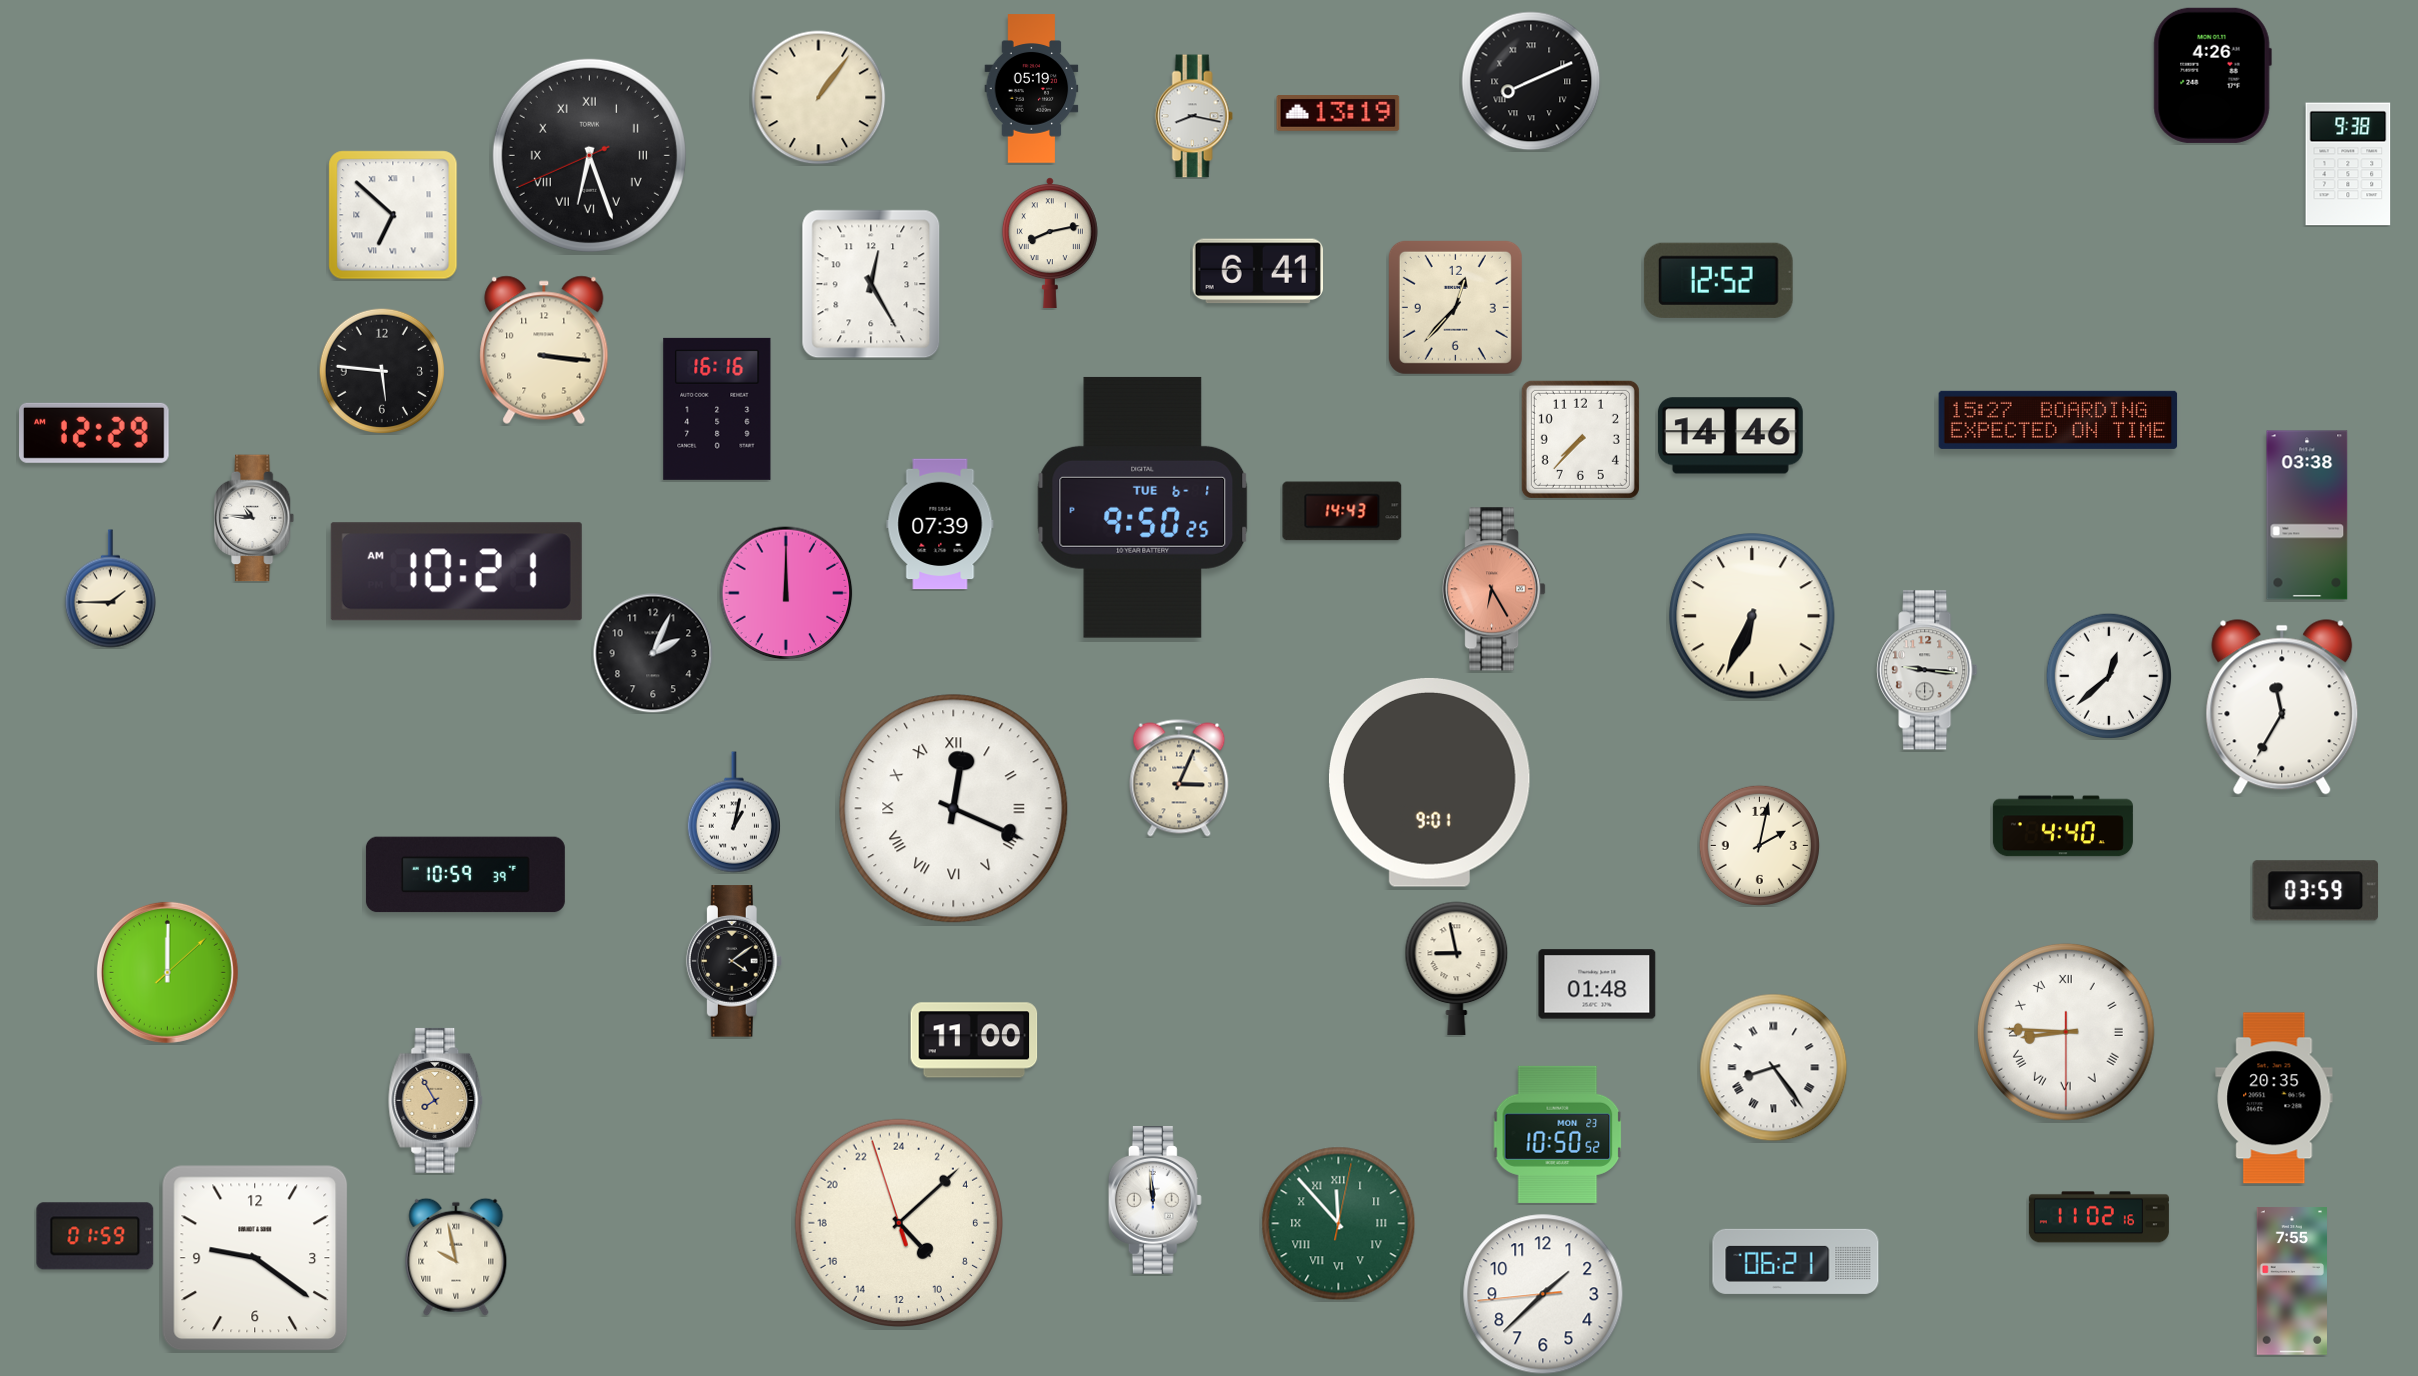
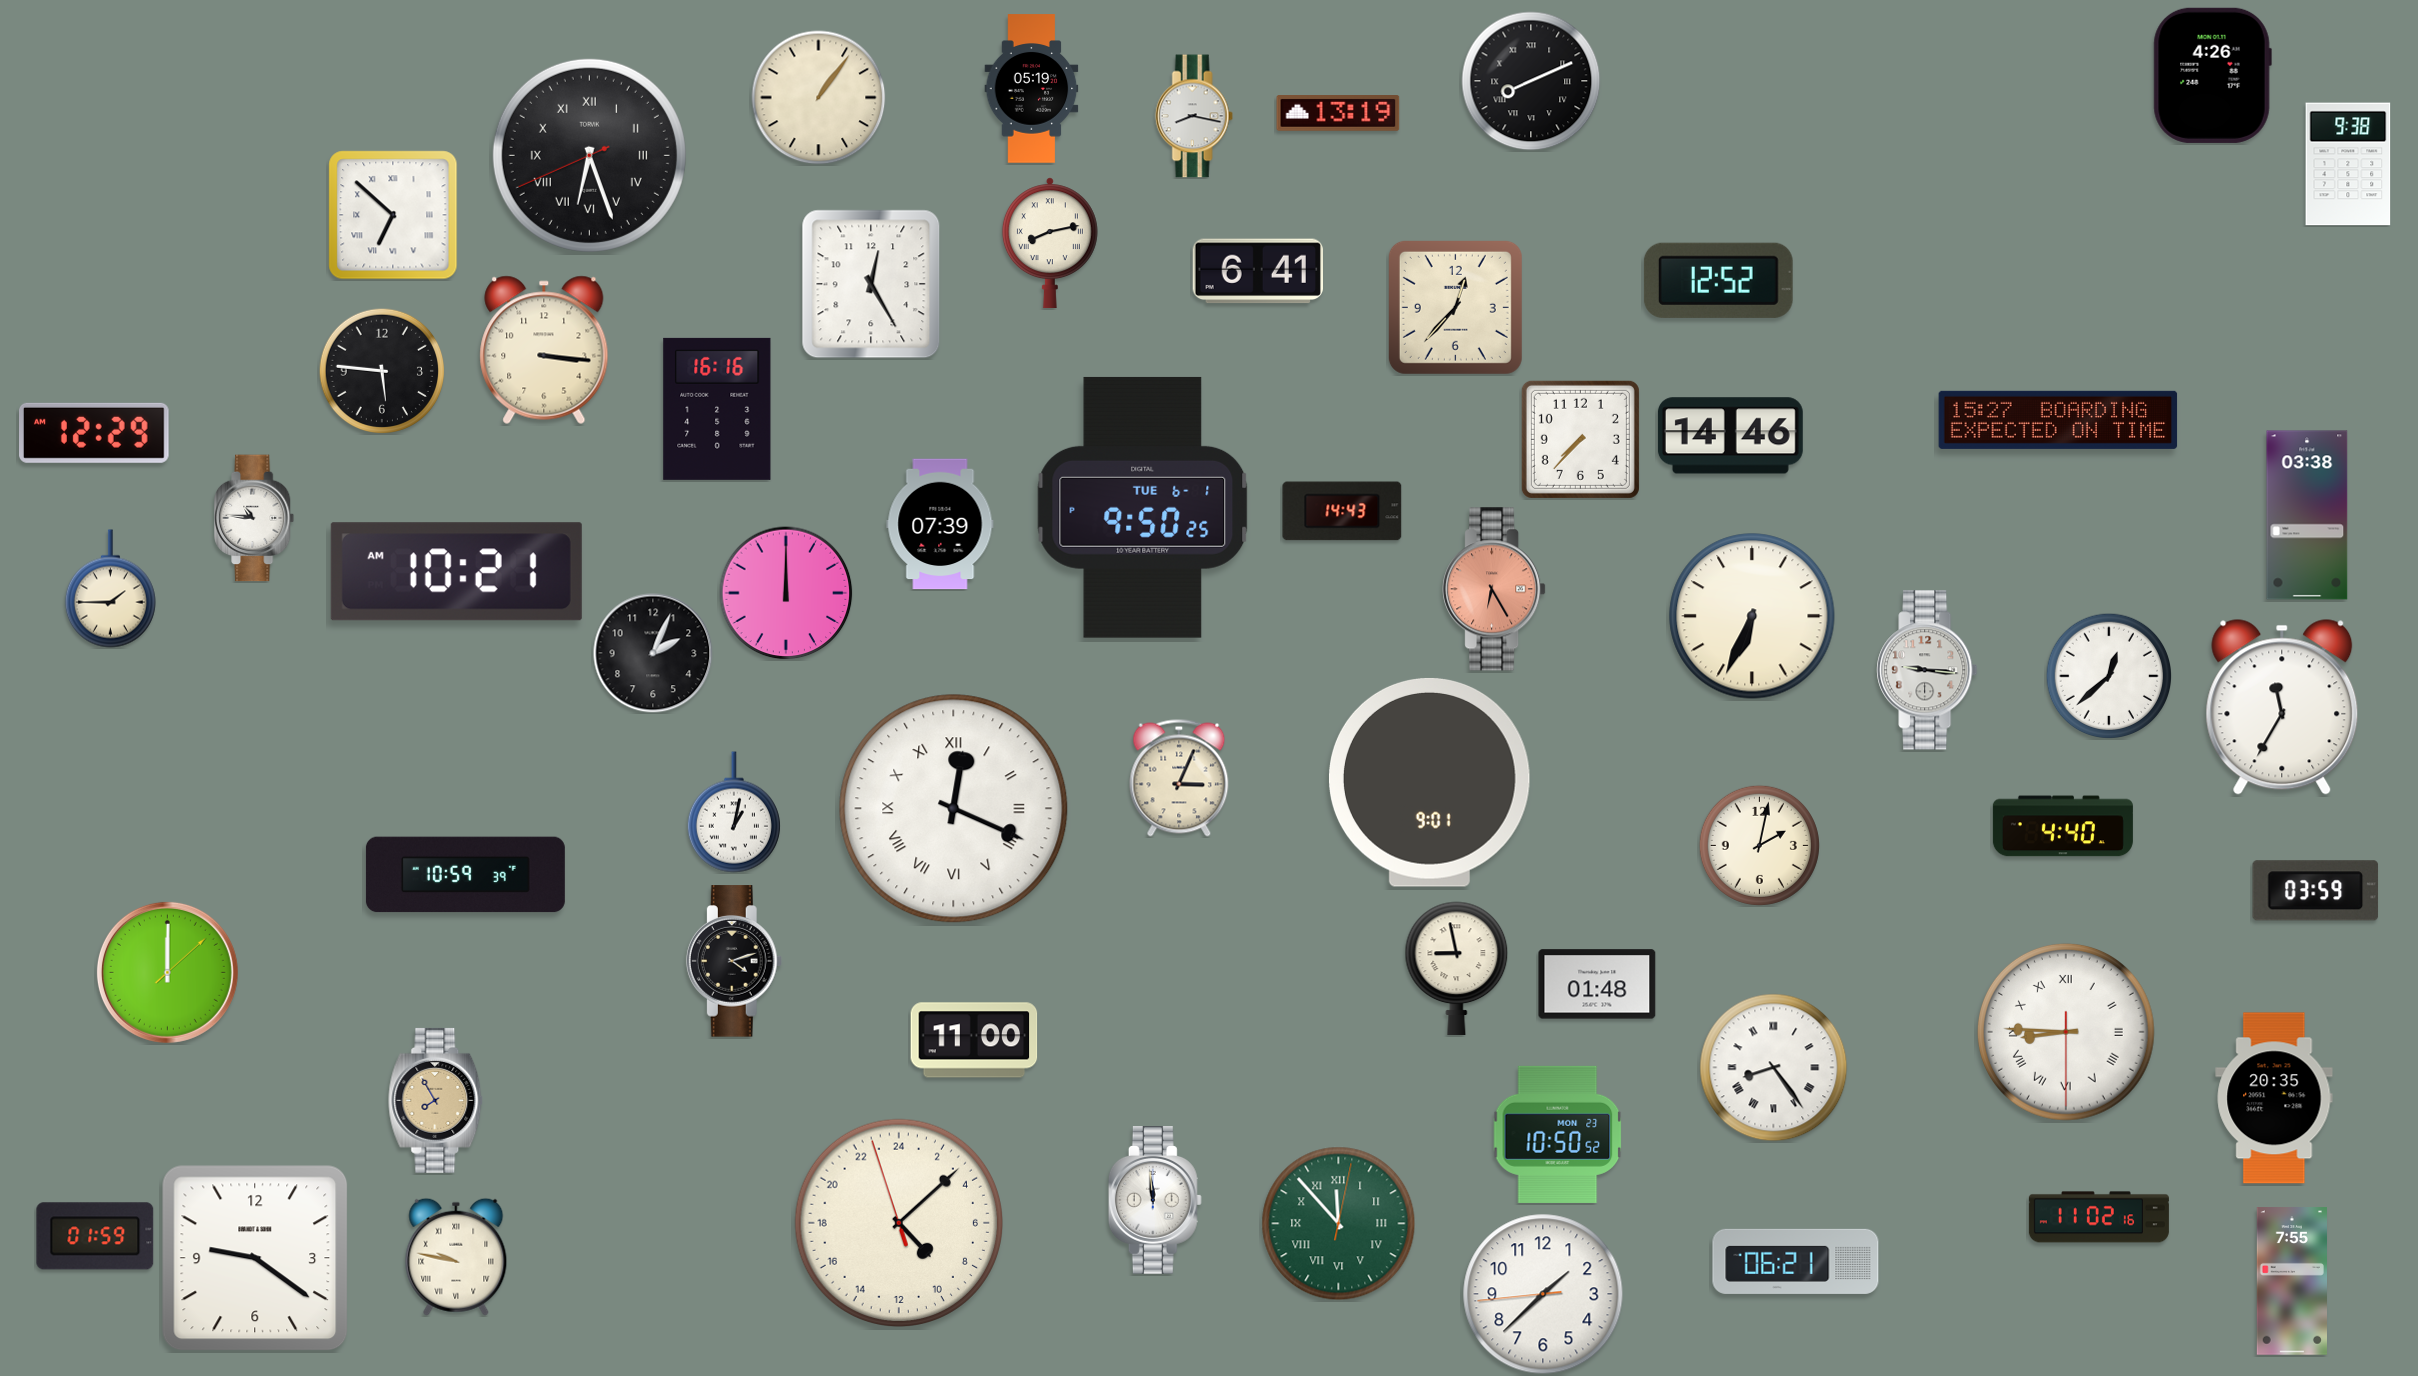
clock at (734, 961): 4:09 -> 4:12
clock at (456, 1257): 9:58 -> 9:47
